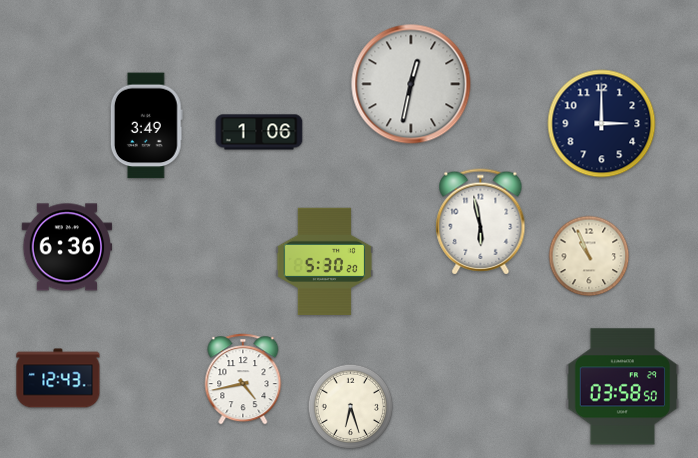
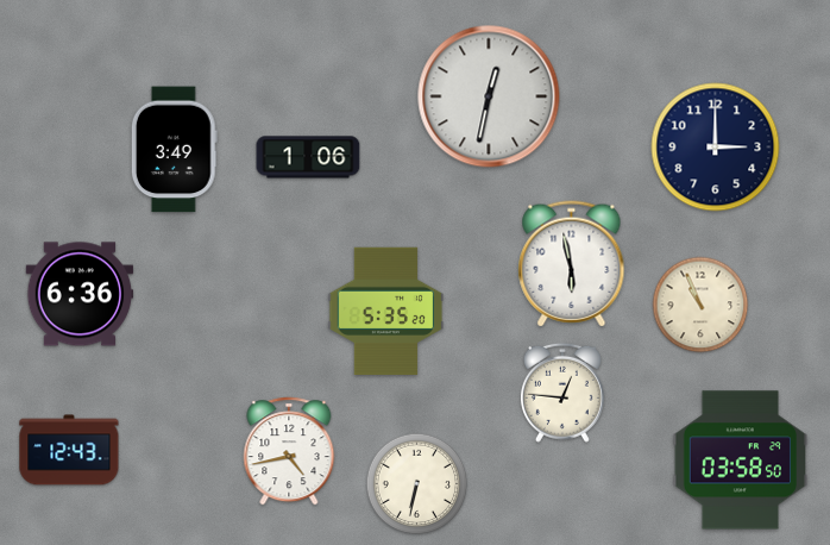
clock at (411, 84) position: (411, 84) -> (489, 96)
clock at (325, 262): 5:30 -> 5:35
clock at (562, 393): none -> 12:46
clock at (351, 407): 6:27 -> 6:32
